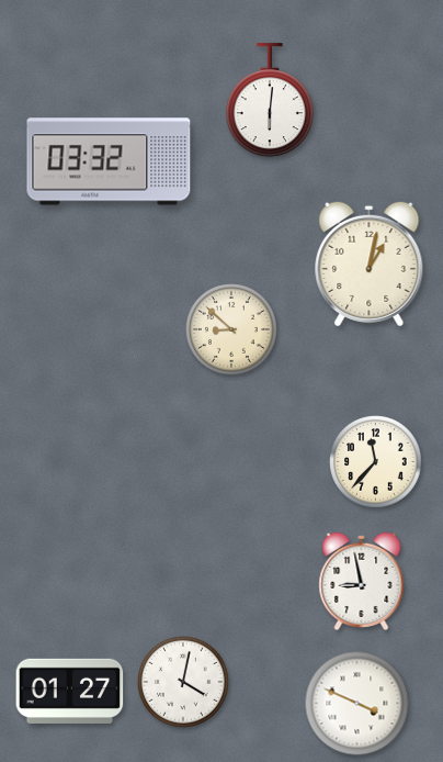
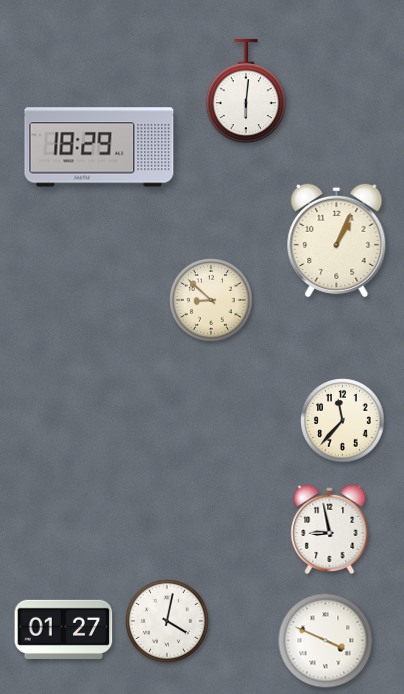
clock at (109, 161): 03:32 -> 18:29
clock at (370, 264): 1:02 -> 1:04
